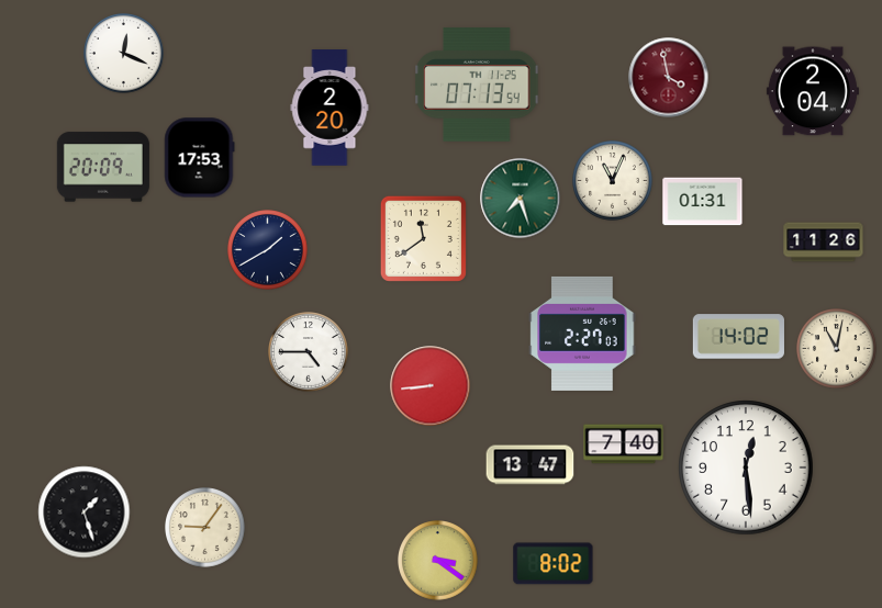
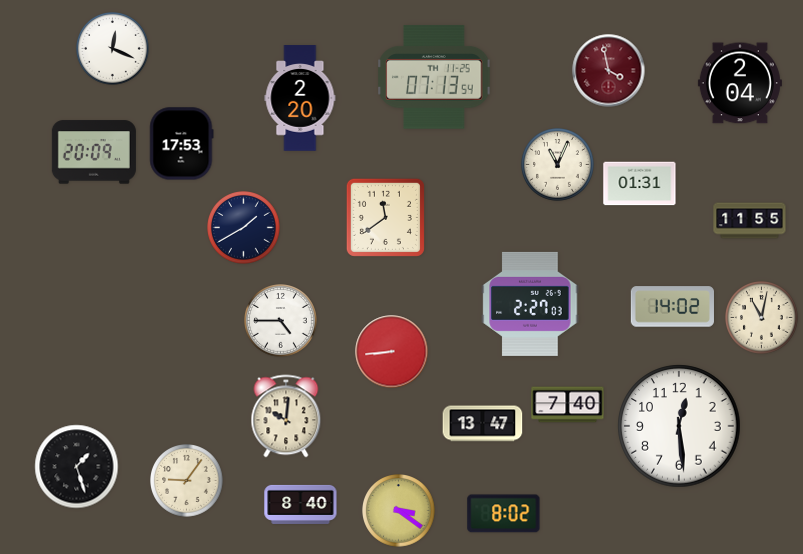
clock at (521, 199): 7:27 -> none
clock at (824, 243): 11:26 -> 11:55
clock at (286, 416): none -> 10:01
clock at (301, 504): none -> 8:40
